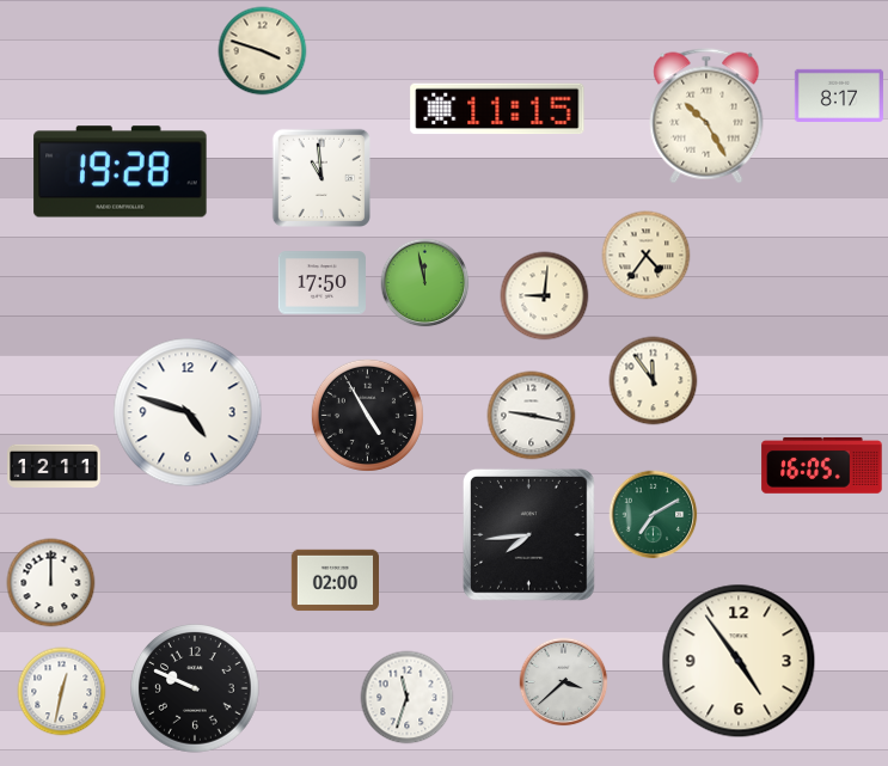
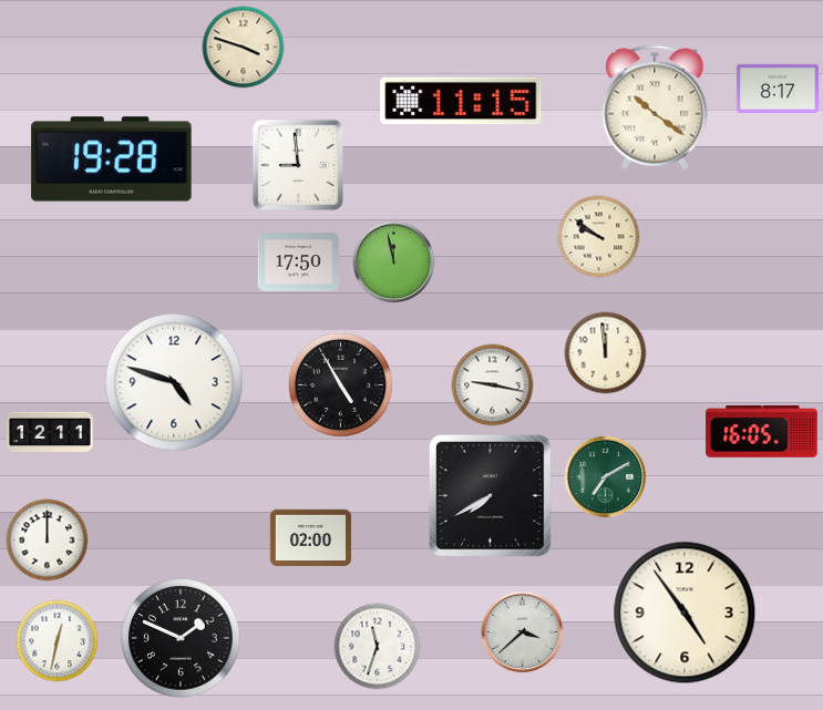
clock at (706, 116): 10:25 -> 10:21
clock at (320, 177): 10:59 -> 8:59
clock at (647, 256): 4:36 -> 9:51
clock at (545, 296): 9:01 -> none
clock at (654, 381): 11:54 -> 11:59
clock at (528, 534): 7:44 -> 7:40
clock at (195, 688): 9:49 -> 1:49
